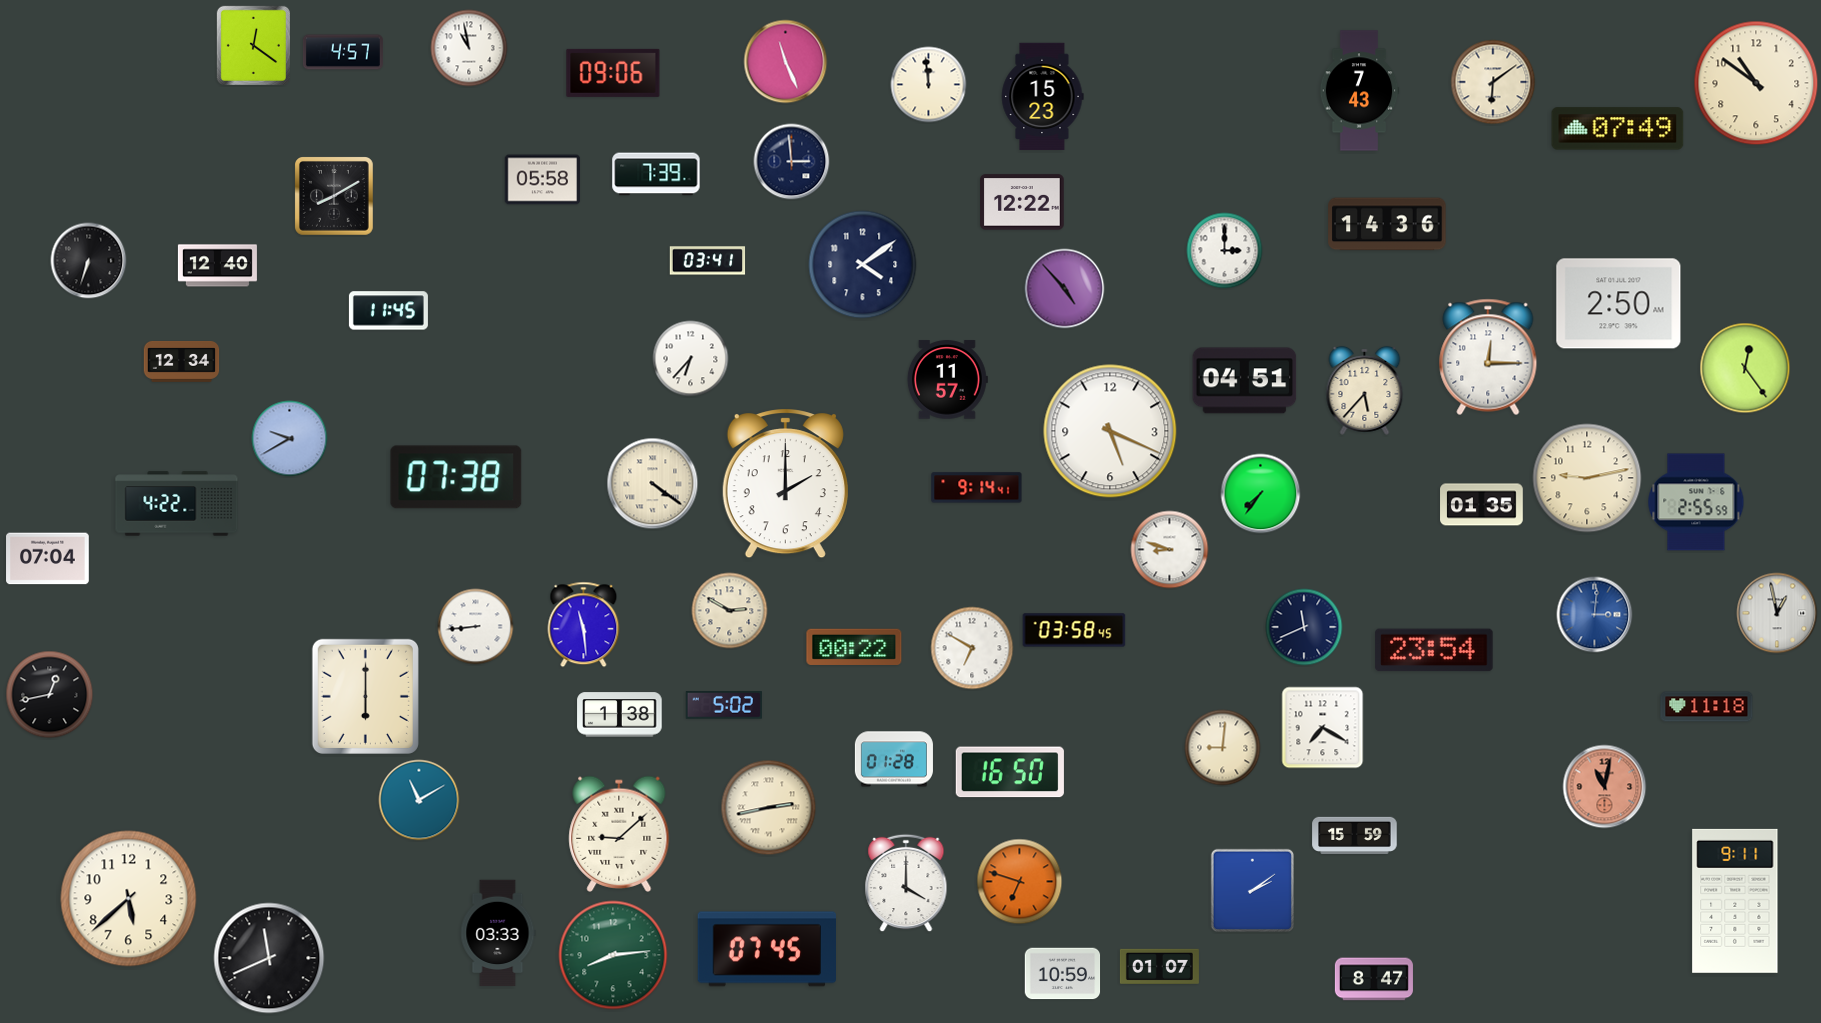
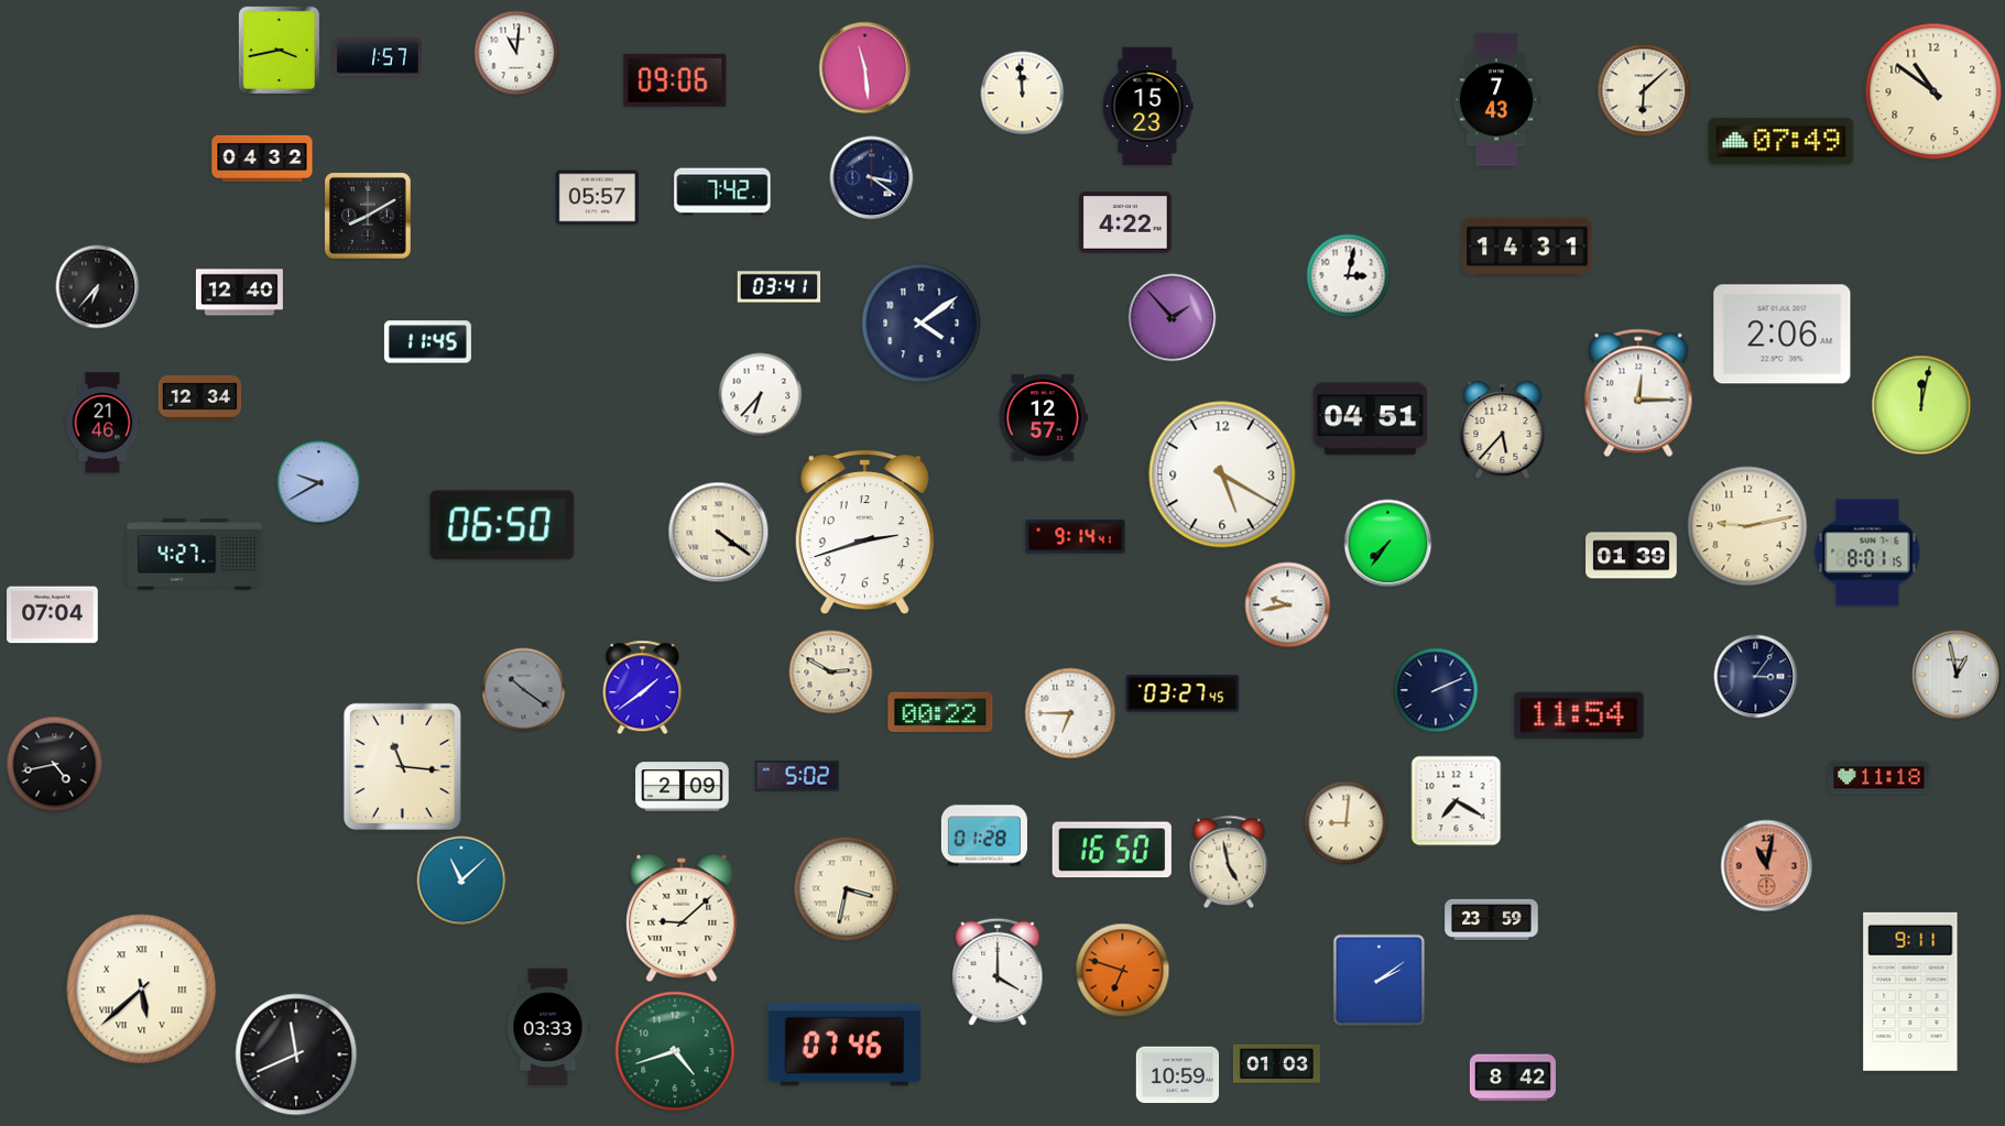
clock at (253, 45): 12:21 -> 3:43
clock at (469, 48): 10:58 -> 11:01
clock at (343, 52): 4:57 -> 1:57
clock at (786, 62): 11:26 -> 11:29
clock at (1493, 82): 6:09 -> 6:08
clock at (262, 158): none -> 04:32
clock at (792, 162): 2:59 -> 3:21
clock at (656, 174): 7:39 -> 7:42
clock at (543, 180): 05:58 -> 05:57
clock at (1022, 202): 12:22 -> 4:22
clock at (1387, 224): 14:36 -> 14:31
clock at (1225, 251): 3:00 -> 3:02
clock at (89, 261): 6:33 -> 6:37
clock at (863, 265) position: (863, 265) -> (922, 324)
clock at (1065, 289): 4:53 -> 1:53
clock at (1619, 304): 2:50 -> 2:06
clock at (1745, 368): 12:24 -> 12:02
clock at (947, 380): 11:57 -> 12:57
clock at (102, 423): none -> 21:46
clock at (1110, 431): 5:19 -> 5:20
clock at (456, 477): 07:38 -> 06:50
clock at (785, 484): 2:00 -> 2:42
clock at (1696, 502): 2:55 -> 8:01
clock at (177, 504): 4:22 -> 4:27
clock at (1482, 505): 01:35 -> 01:39
clock at (1170, 550): 8:48 -> 9:43
clock at (730, 611) position: (730, 611) -> (831, 673)
clock at (1595, 615): 3:01 -> 3:06
clock at (1595, 615) dial: blue -> navy
clock at (584, 625): 11:29 -> 1:39
clock at (476, 627): 8:44 -> 10:21
clock at (476, 627) dial: white -> grey
clock at (1304, 627): 11:41 -> 2:11
clock at (1074, 630): 03:58 -> 03:27
clock at (972, 648): 6:50 -> 6:45
clock at (1434, 650): 23:54 -> 11:54
clock at (50, 695): 12:43 -> 4:43
clock at (365, 696): 6:00 -> 11:16
clock at (620, 715): 1:38 -> 2:09
clock at (1229, 862): none -> 4:58
clock at (419, 800): 11:10 -> 11:08
clock at (769, 808): 2:43 -> 3:32
clock at (1355, 835): 15:59 -> 23:59
clock at (129, 899) numerals: Arabic -> Roman
clock at (766, 949): 07:45 -> 07:46
clock at (613, 955): 8:14 -> 4:42
clock at (1159, 966): 01:07 -> 01:03
clock at (1063, 974) position: (1063, 974) -> (1178, 1075)
clock at (1374, 979): 8:47 -> 8:42
